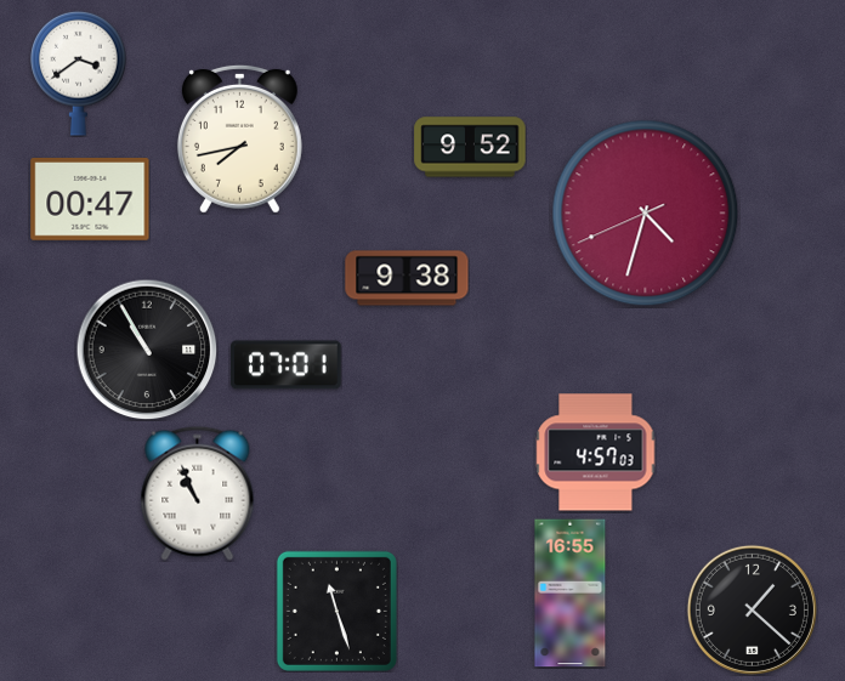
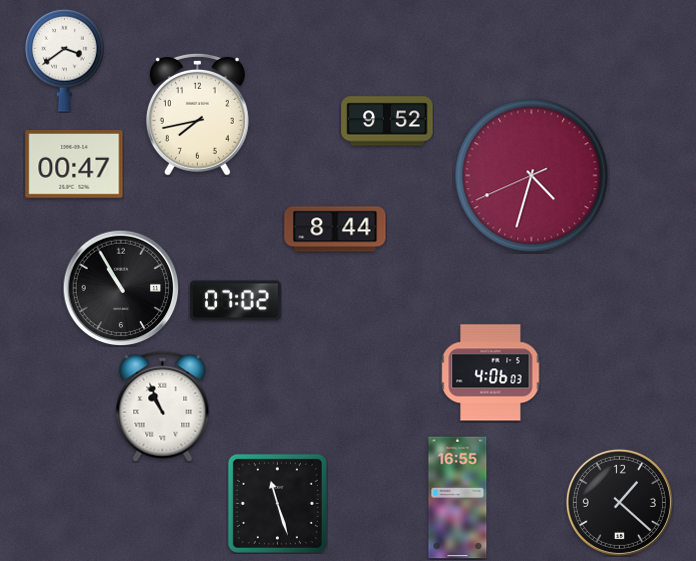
clock at (407, 278): 9:38 -> 8:44
clock at (287, 365): 07:01 -> 07:02
clock at (596, 453): 4:57 -> 4:06
clock at (571, 594) position: (571, 594) -> (458, 498)
